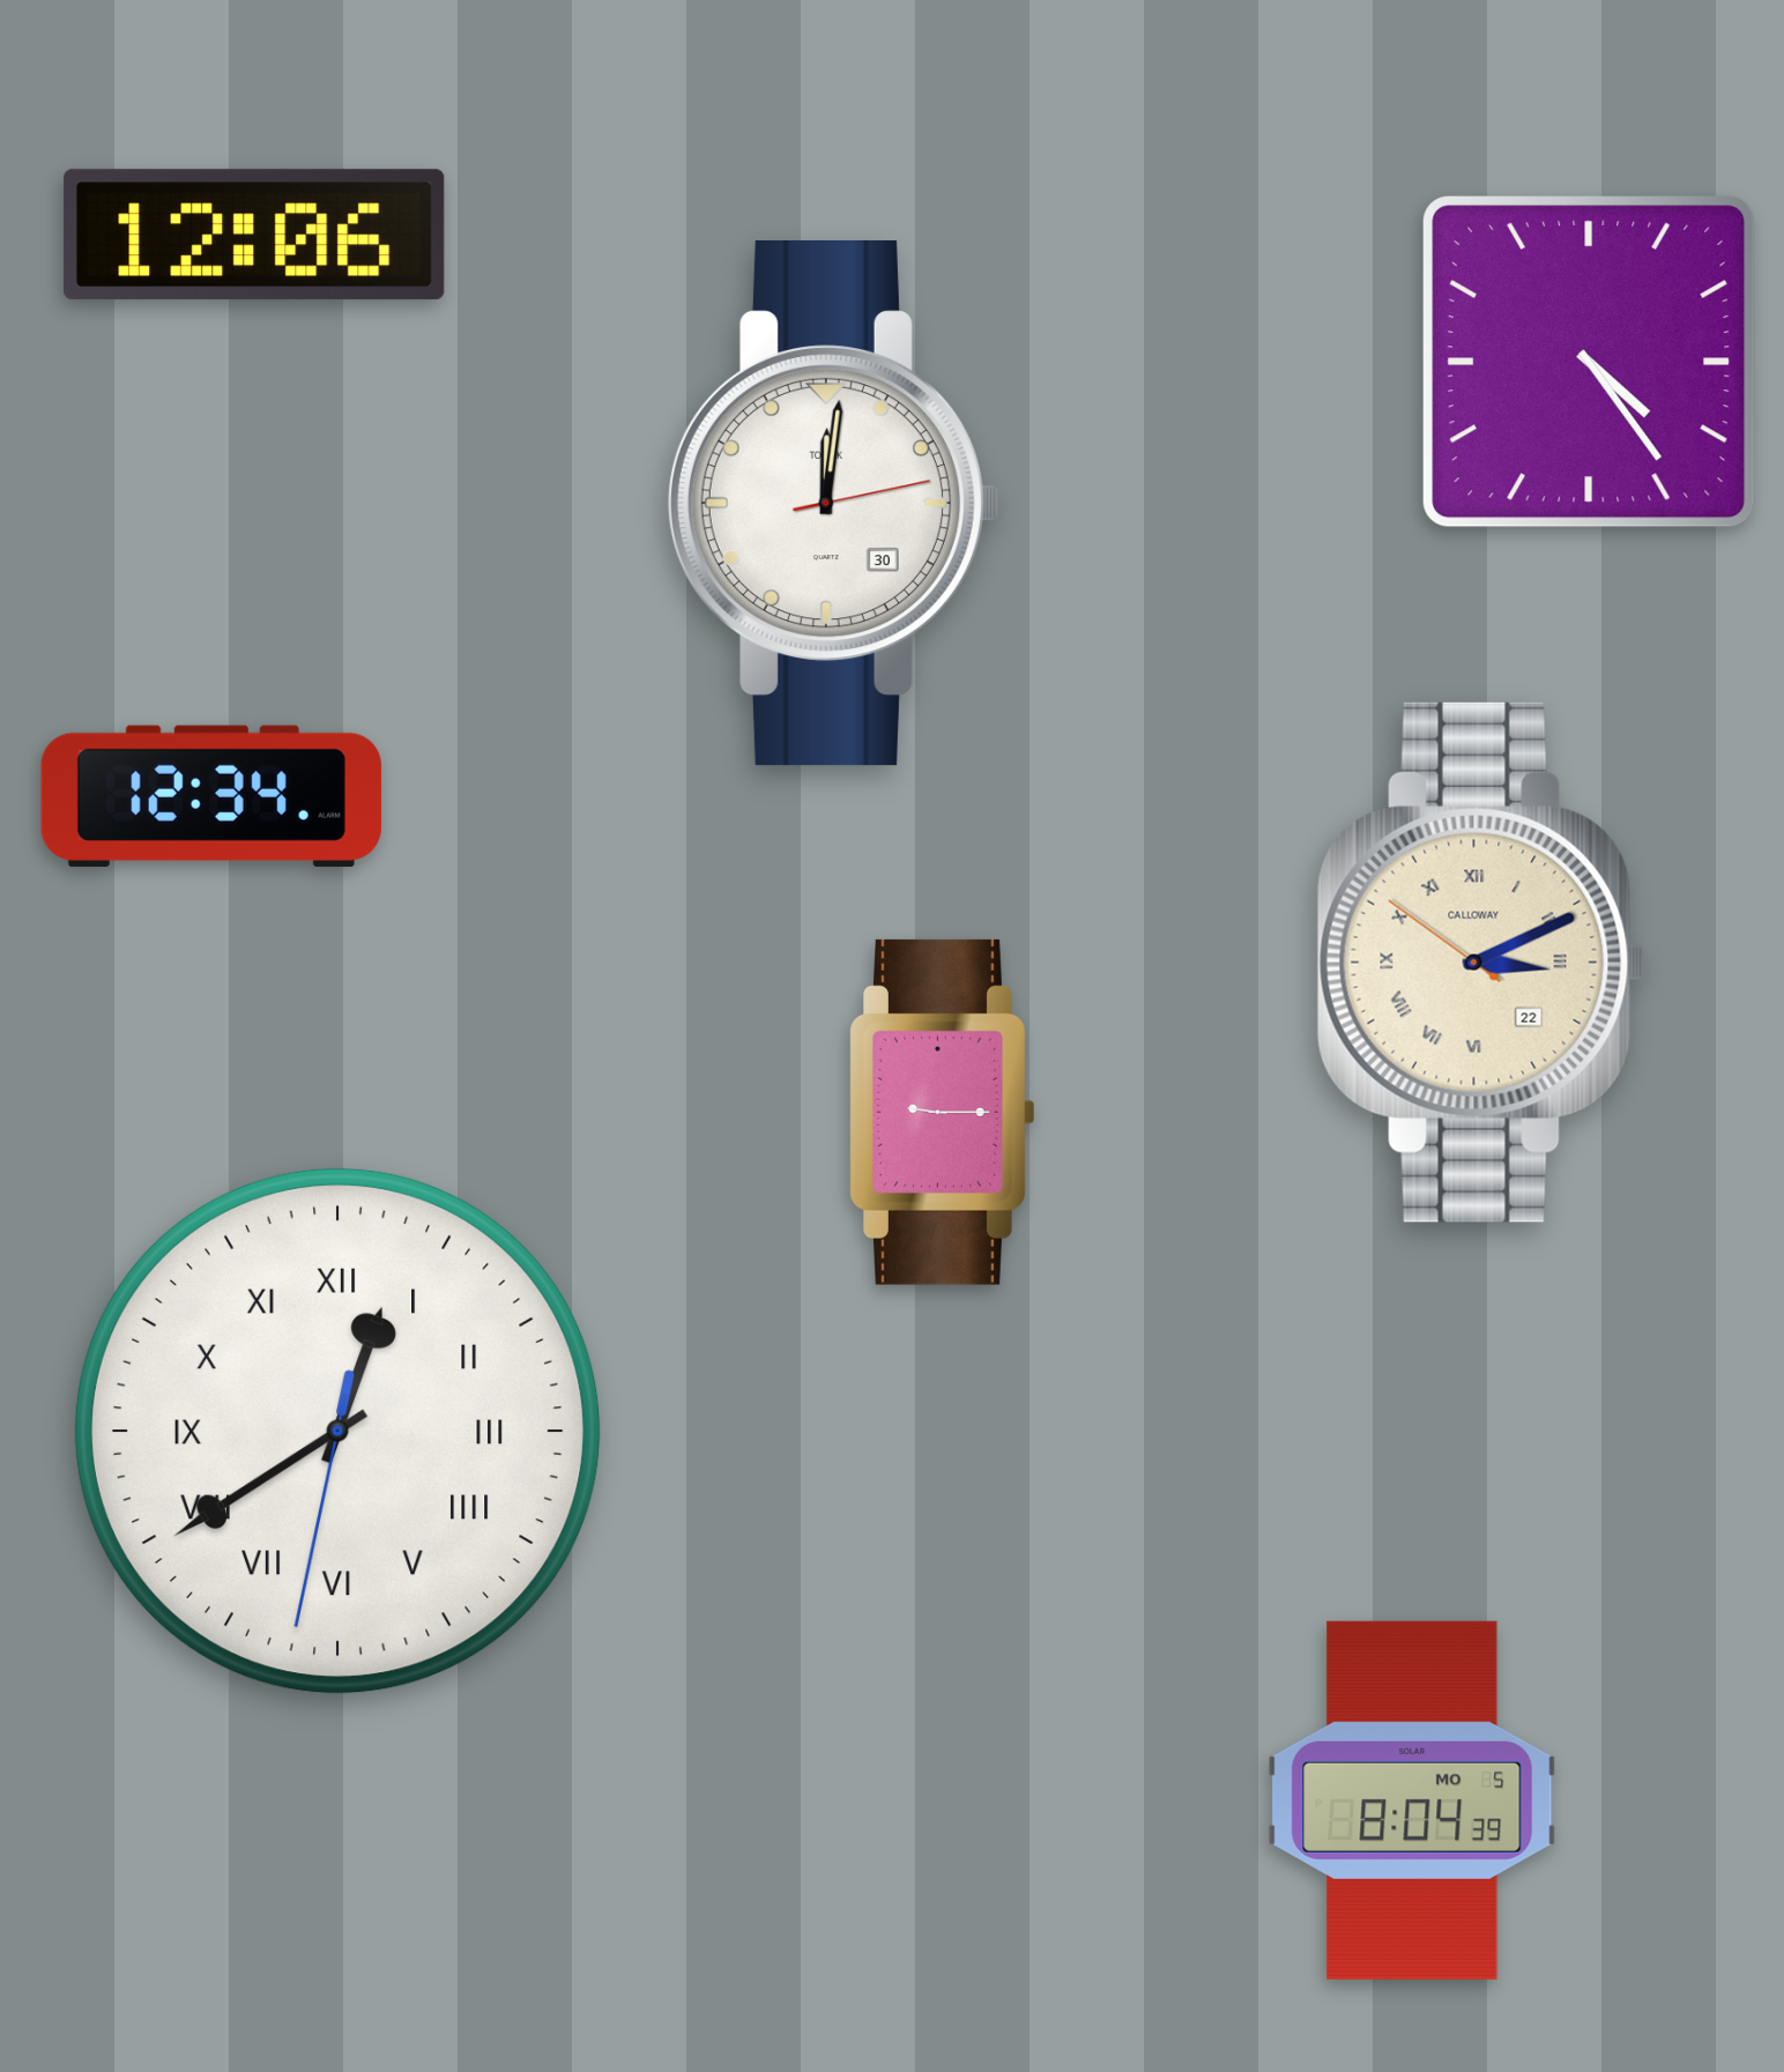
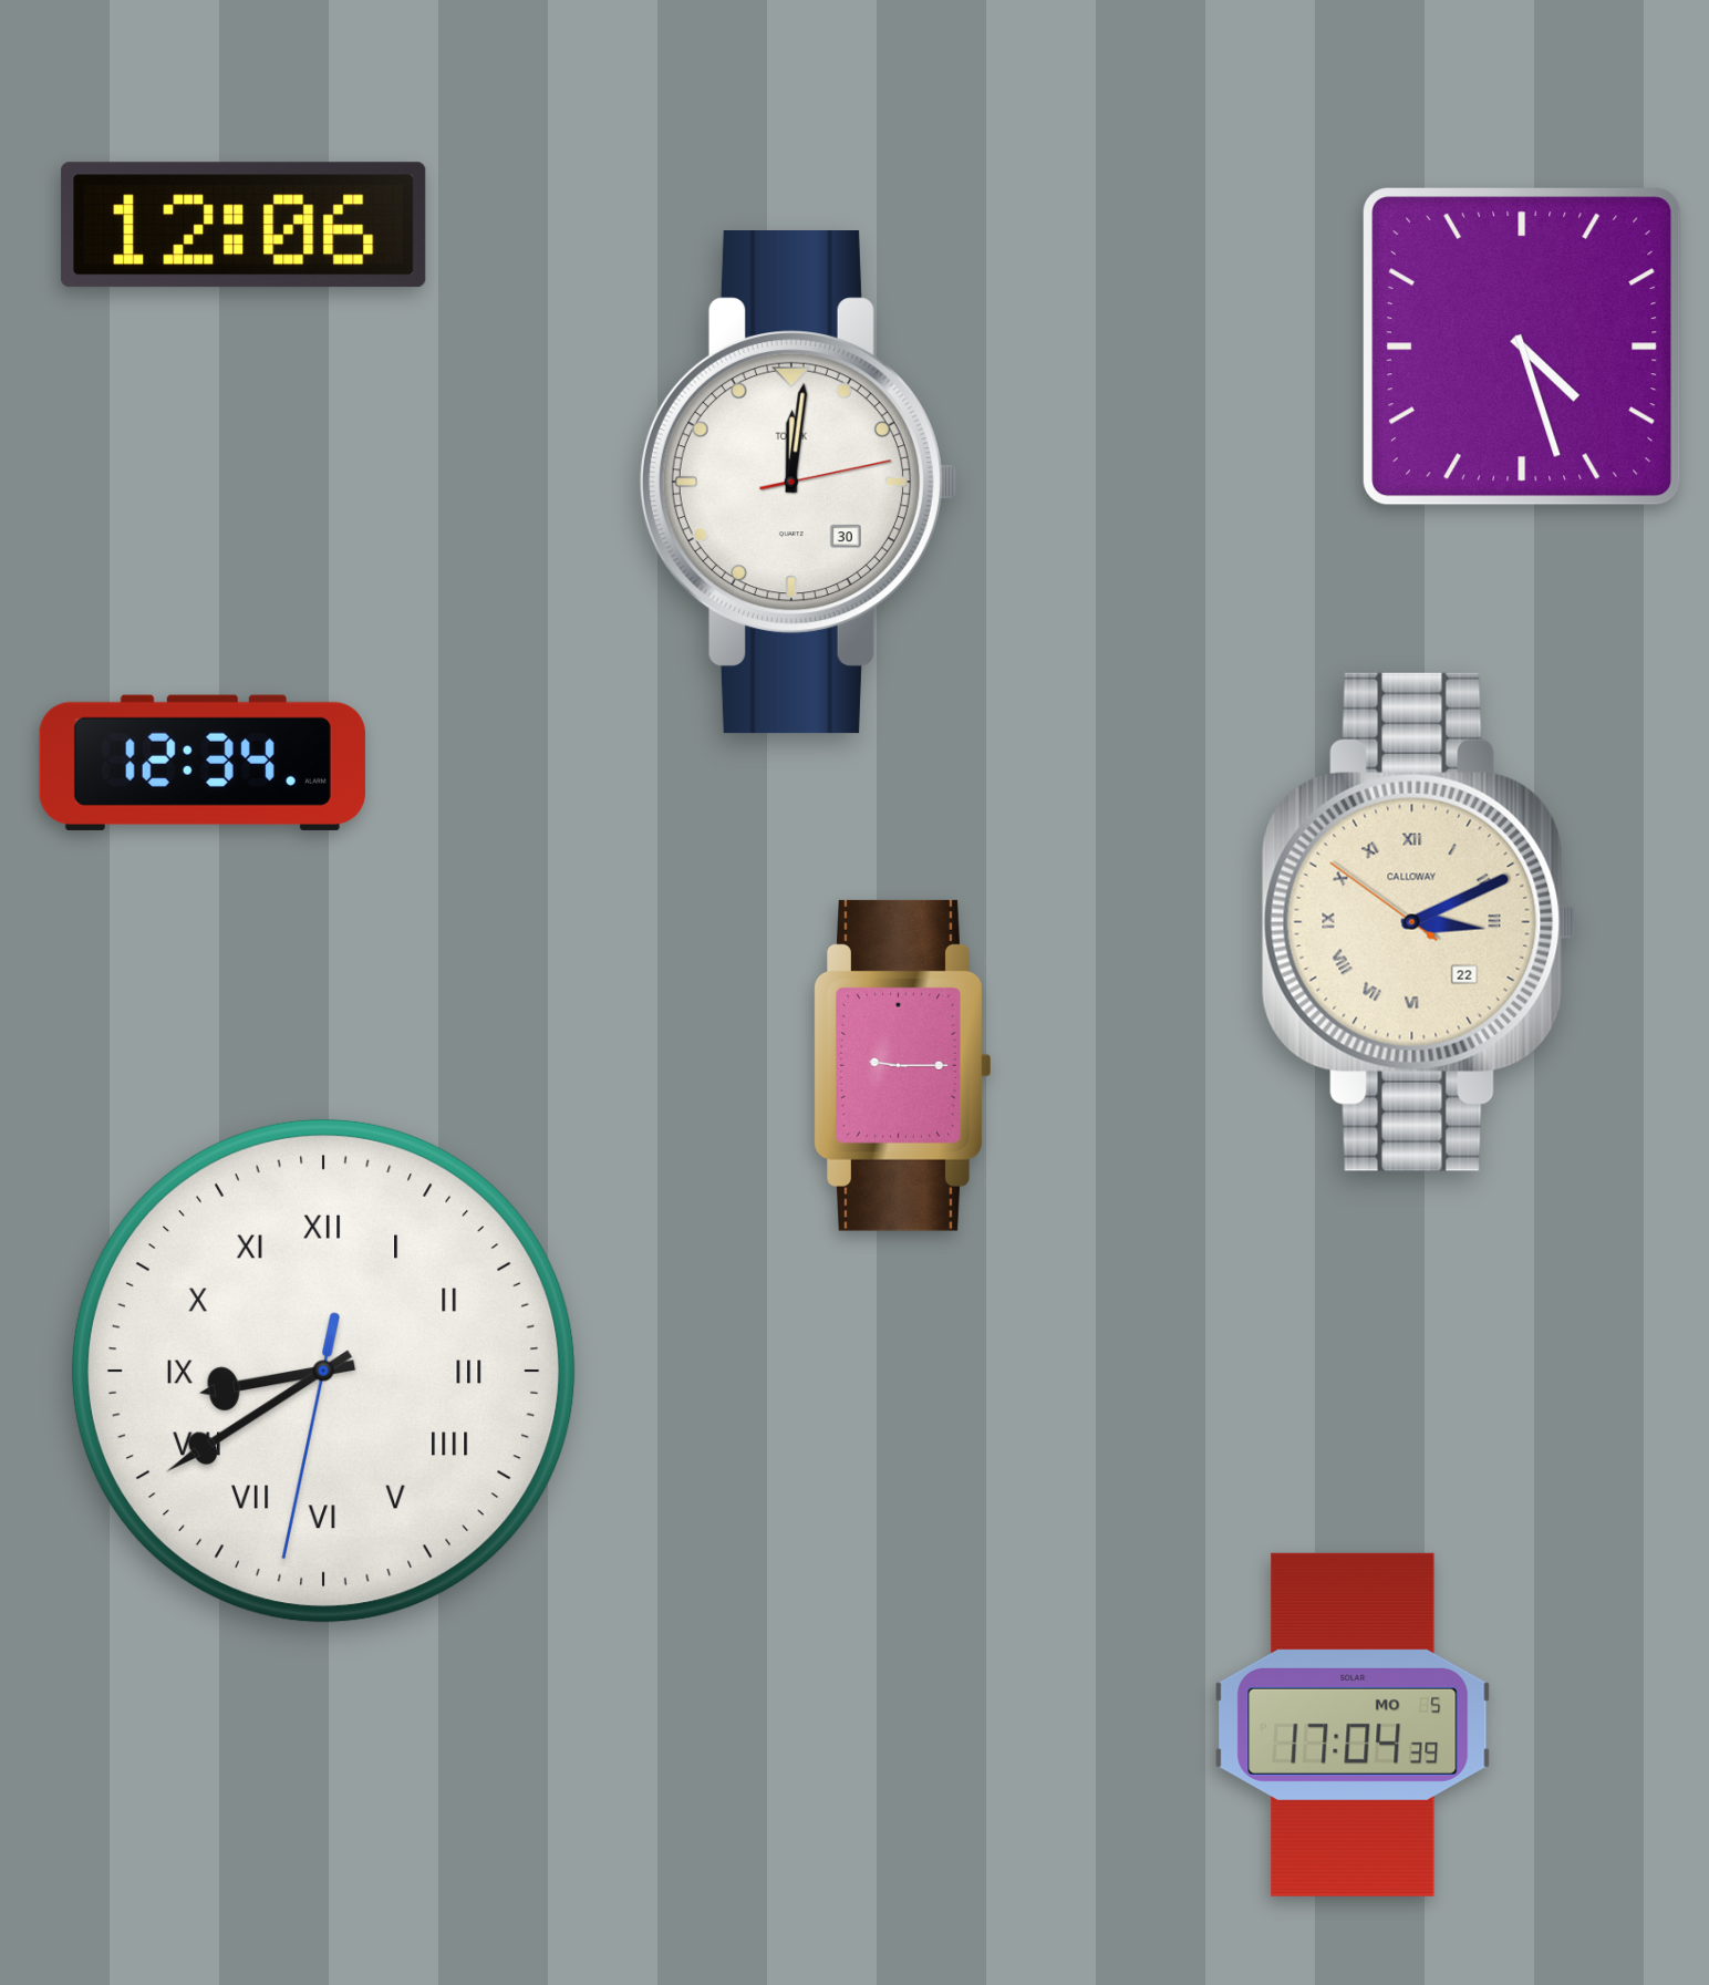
clock at (1590, 363): 4:24 -> 4:27
clock at (337, 1431): 12:39 -> 8:39
clock at (1412, 1800): 8:04 -> 17:04
